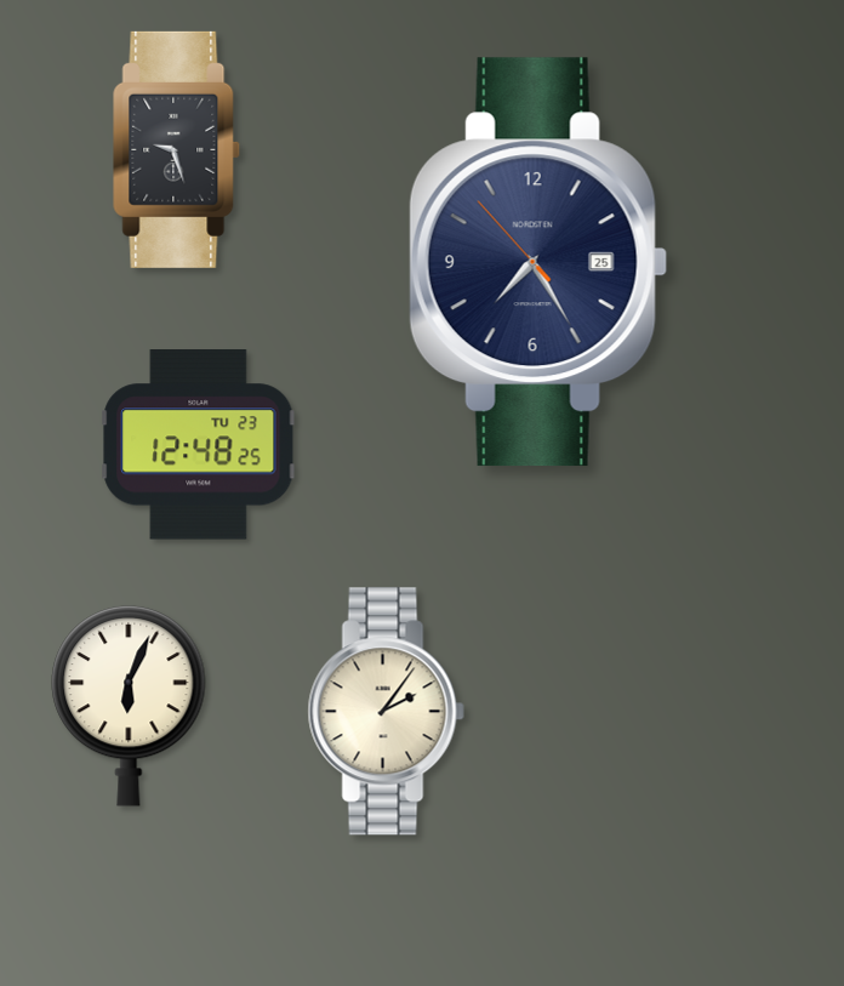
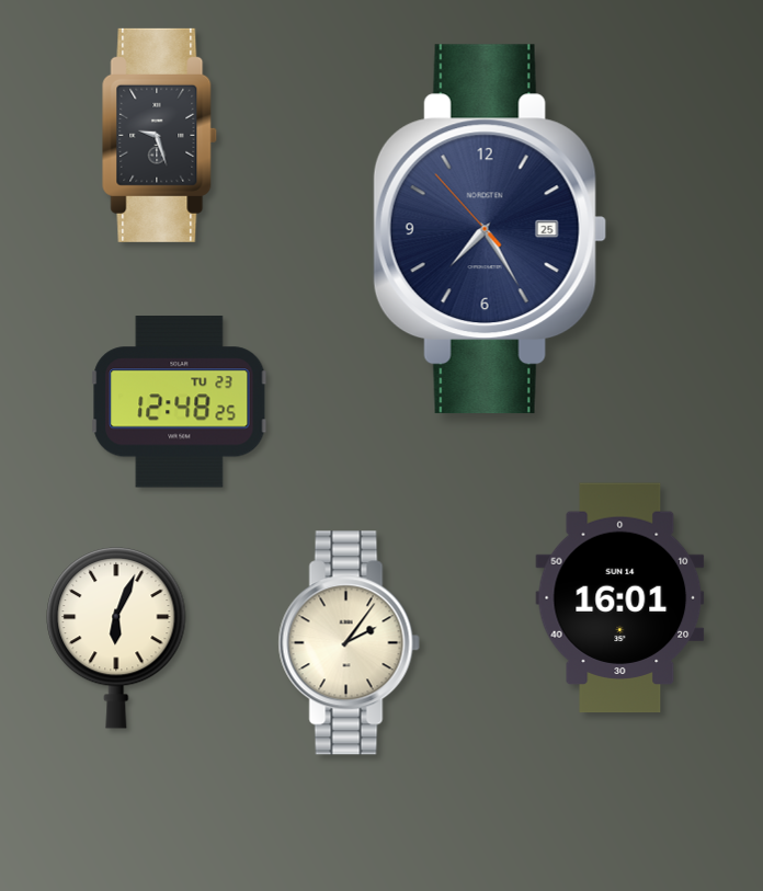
clock at (538, 262) position: (538, 262) -> (490, 229)
clock at (620, 598): none -> 16:01
